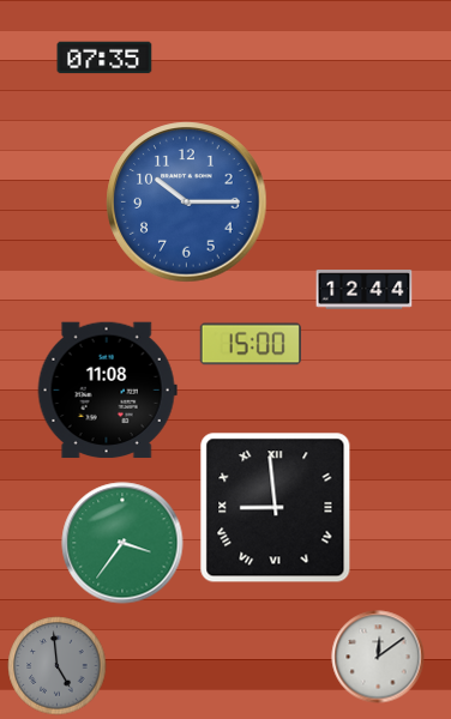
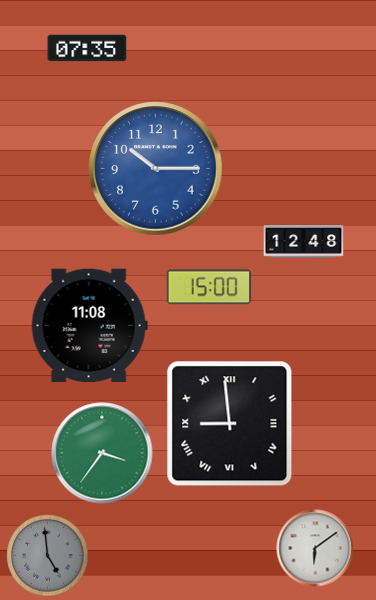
clock at (365, 290): 12:44 -> 12:48
clock at (378, 657): 12:09 -> 6:09
